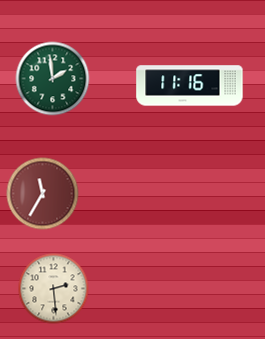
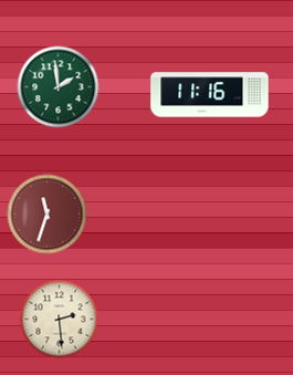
clock at (43, 194): 11:35 -> 11:33
